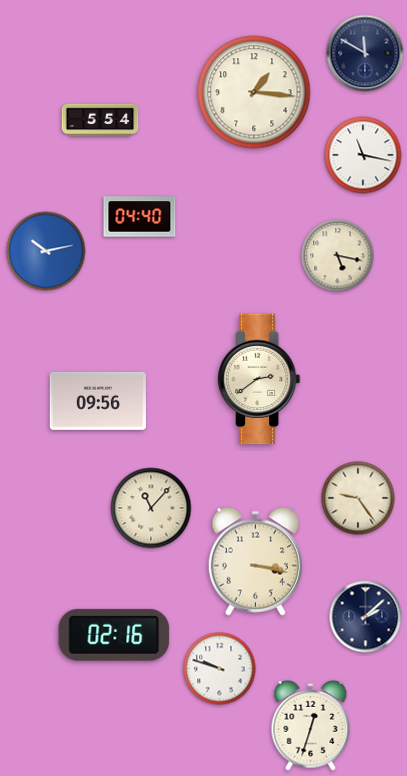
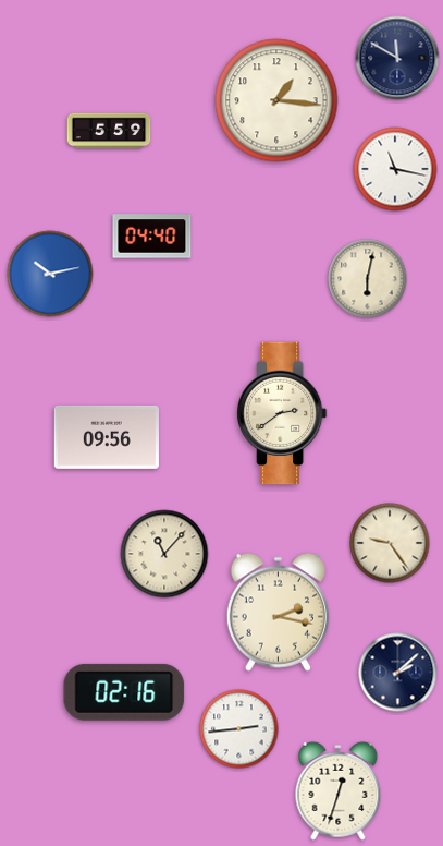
clock at (100, 120): 5:54 -> 5:59
clock at (338, 256): 5:17 -> 6:02
clock at (255, 561): 3:17 -> 2:17
clock at (220, 669): 9:48 -> 2:44
